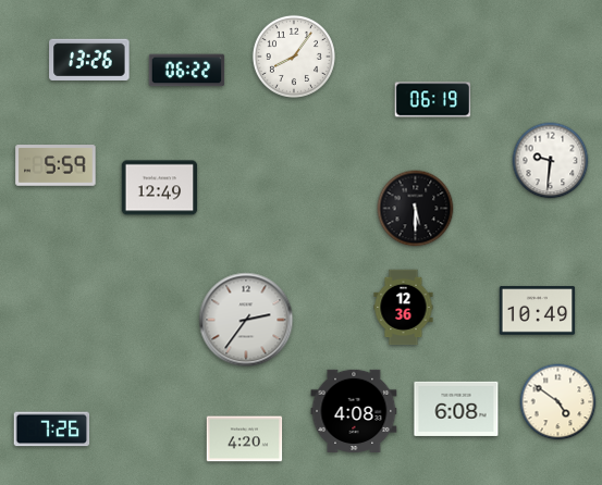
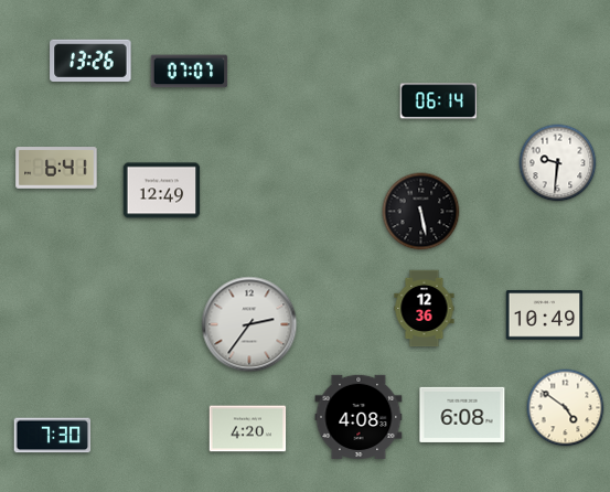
clock at (294, 57): 8:06 -> none
clock at (187, 71): 06:22 -> 07:07
clock at (433, 100): 06:19 -> 06:14
clock at (56, 165): 5:59 -> 6:41
clock at (416, 209): 5:30 -> 5:28
clock at (404, 308) position: (404, 308) -> (425, 309)
clock at (52, 430): 7:26 -> 7:30
clock at (245, 439) position: (245, 439) -> (248, 429)
